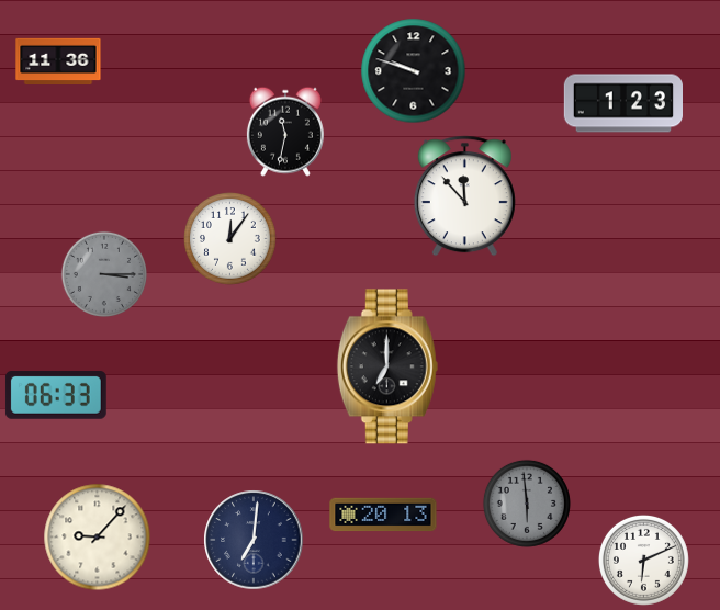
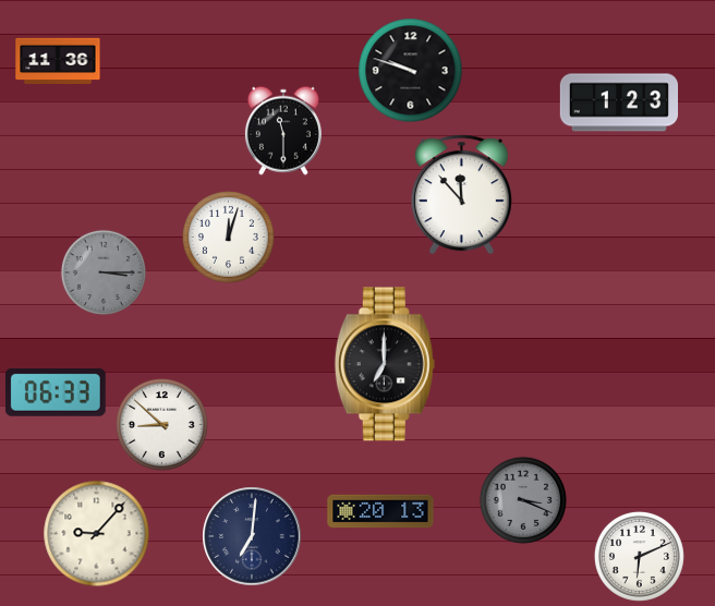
clock at (285, 132): 11:32 -> 11:30
clock at (230, 239): 12:06 -> 12:03
clock at (162, 425): none -> 8:52
clock at (527, 504): 5:59 -> 3:19
